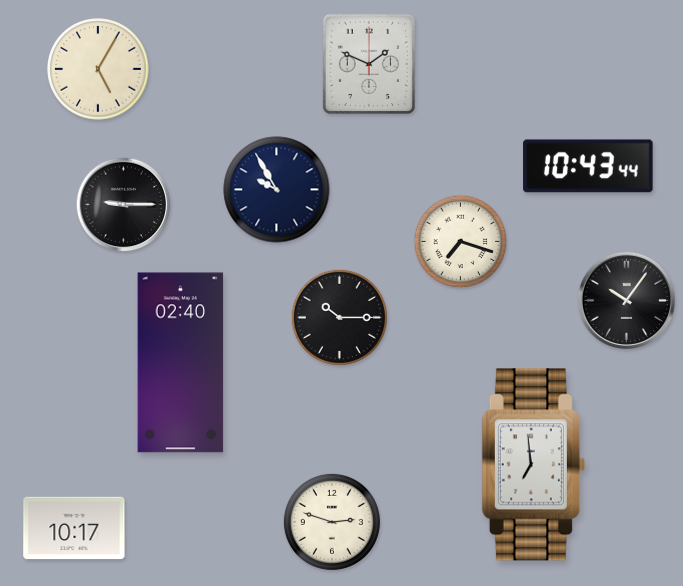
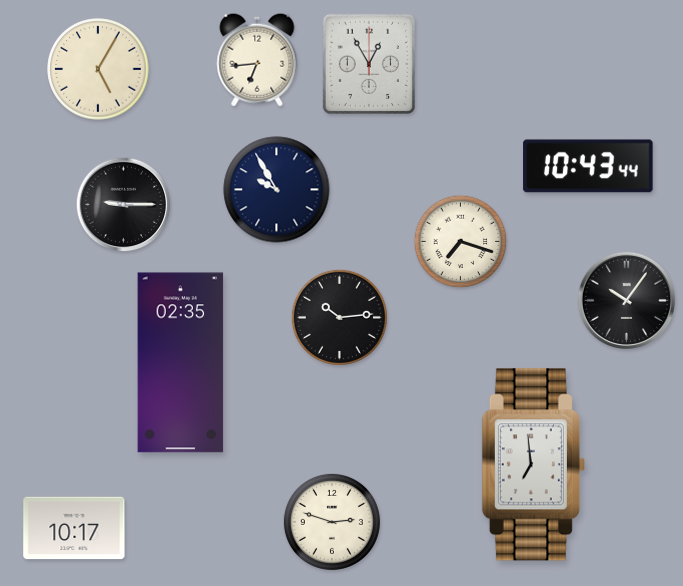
clock at (257, 60): none -> 6:44
clock at (369, 64): 1:49 -> 12:55
clock at (339, 317): 10:15 -> 10:14
clock at (181, 363): 02:40 -> 02:35
